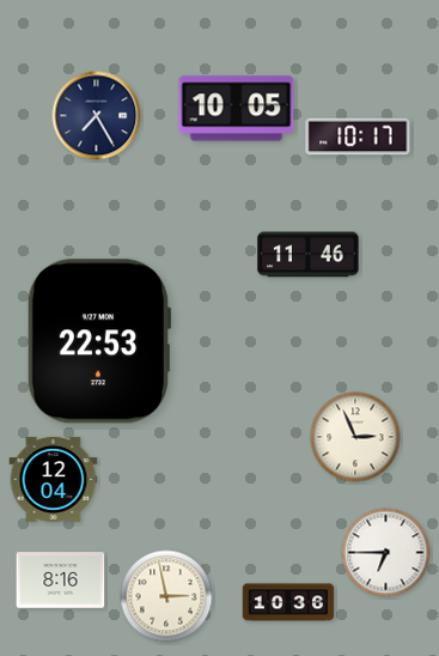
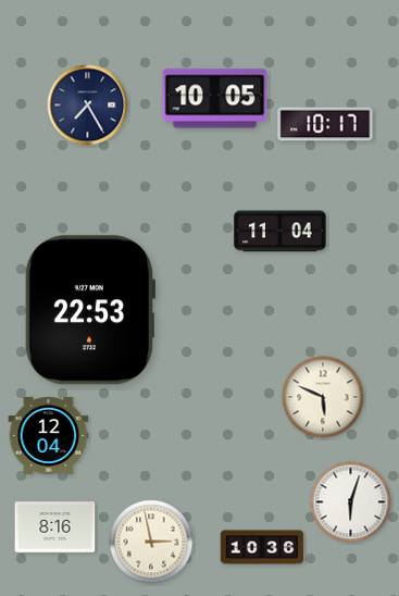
clock at (309, 255): 11:46 -> 11:04
clock at (355, 437): 2:56 -> 5:49
clock at (386, 553): 6:45 -> 6:03
